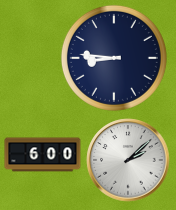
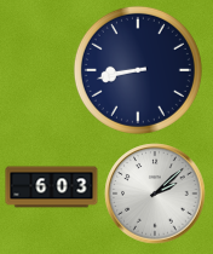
clock at (114, 58): 8:46 -> 8:43
clock at (43, 155): 6:00 -> 6:03
